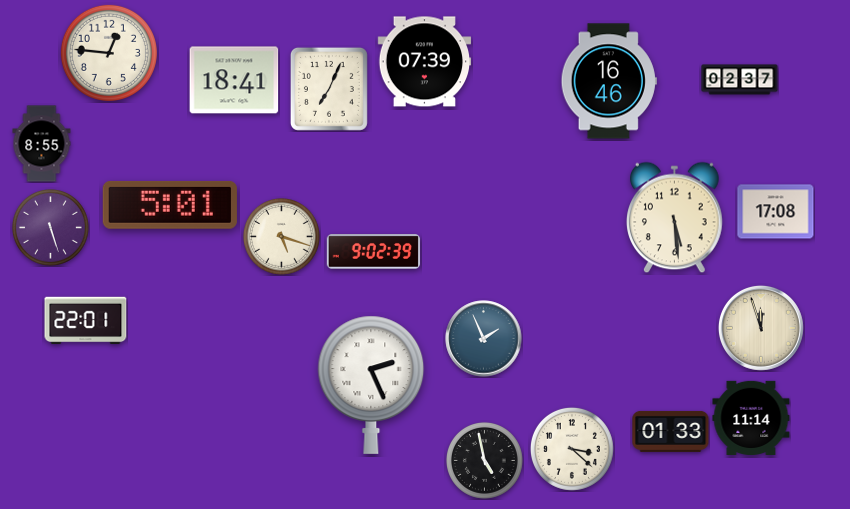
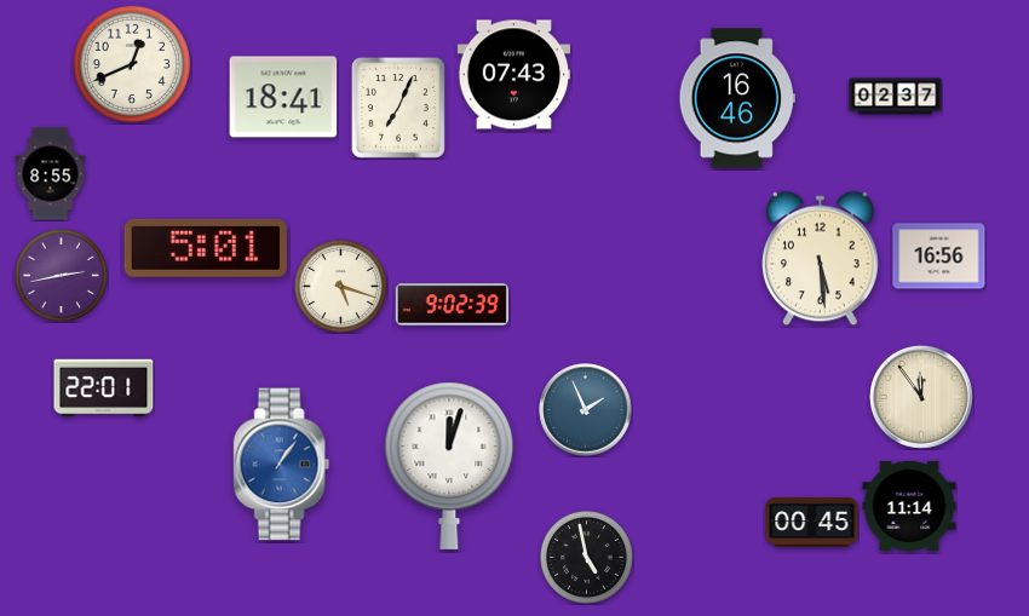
clock at (109, 53): 12:46 -> 12:41
clock at (425, 62): 07:39 -> 07:43
clock at (776, 212): 17:08 -> 16:56
clock at (675, 218) position: (675, 218) -> (821, 259)
clock at (51, 228): 5:27 -> 2:43
clock at (761, 328): 11:57 -> 11:54
clock at (282, 465): none -> 1:06
clock at (371, 385): 2:26 -> 12:03
clock at (671, 431): 01:33 -> 00:45
clock at (572, 449): 3:22 -> none
